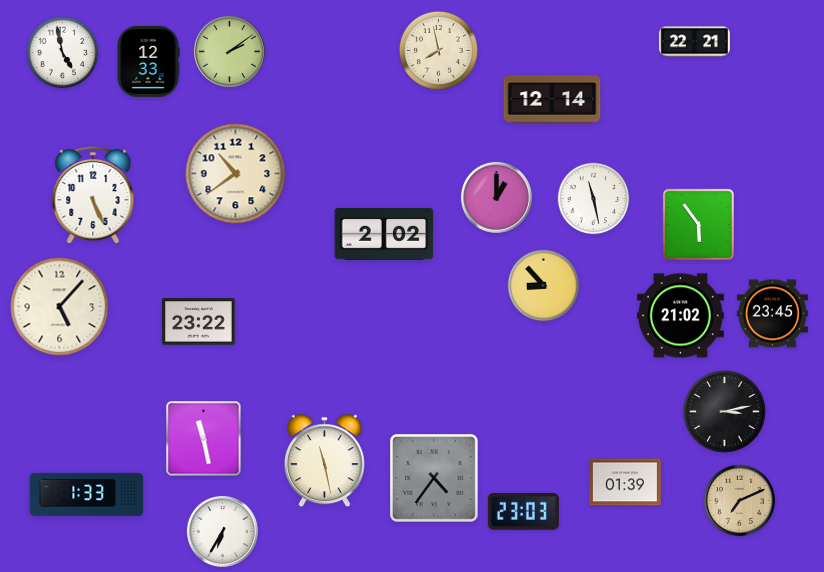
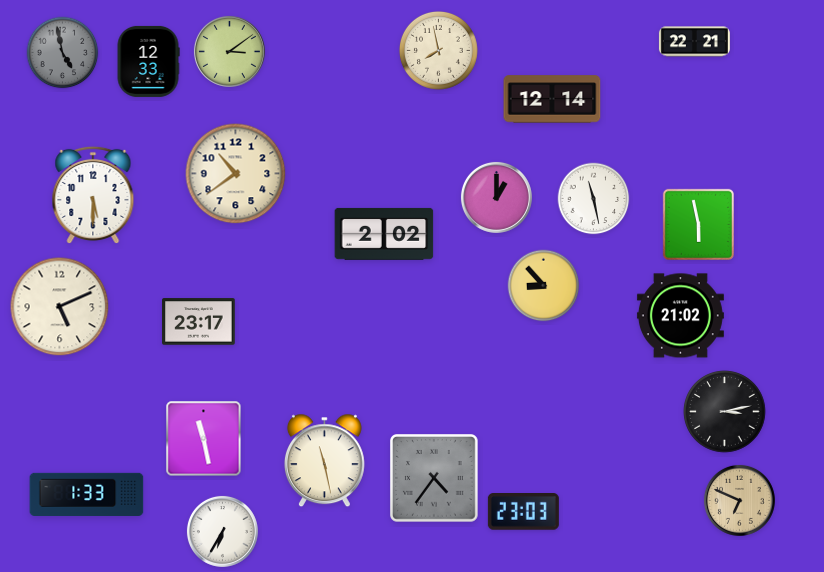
clock at (229, 51): 2:09 -> 3:09
clock at (63, 53) dial: white -> grey
clock at (93, 195): 5:26 -> 5:30
clock at (698, 224): 5:54 -> 5:58
clock at (60, 307): 5:07 -> 5:11
clock at (772, 314): 23:45 -> none
clock at (199, 322): 23:22 -> 23:17
clock at (626, 482): 01:39 -> none
clock at (739, 500): 7:11 -> 6:49
